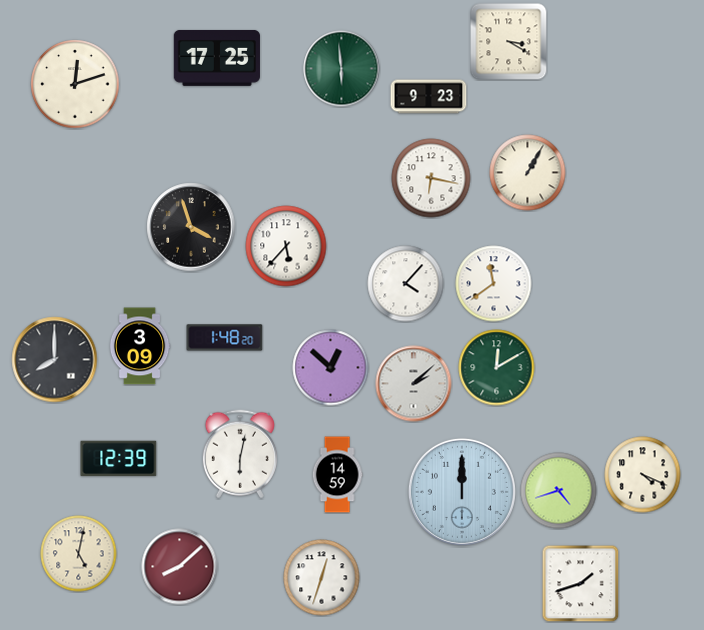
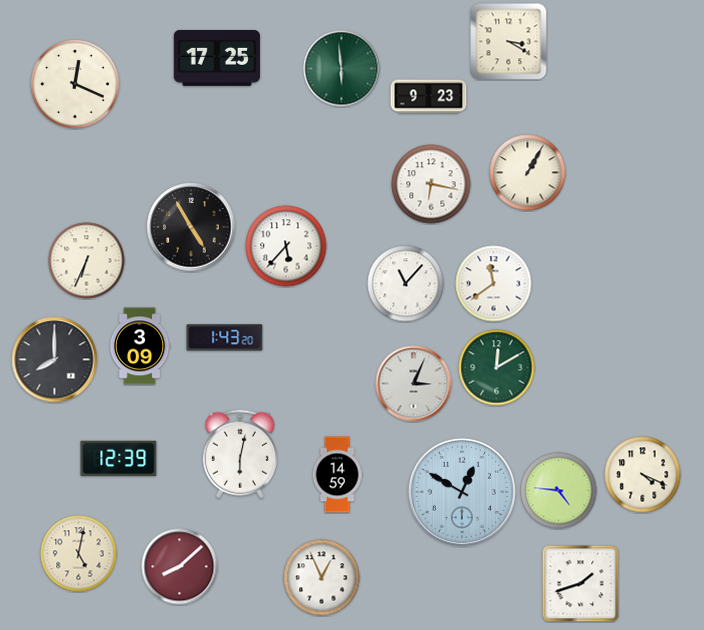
clock at (75, 84): 12:12 -> 12:19
clock at (431, 178) position: (431, 178) -> (431, 184)
clock at (191, 227): 3:57 -> 4:55
clock at (87, 261): none -> 6:34
clock at (406, 284): 4:07 -> 11:07
clock at (225, 338): 1:48 -> 1:43
clock at (331, 368): 12:52 -> none
clock at (414, 384): 2:08 -> 3:04
clock at (559, 491): 4:42 -> 4:46
clock at (462, 492): 12:00 -> 12:50
clock at (322, 578): 12:33 -> 12:56
